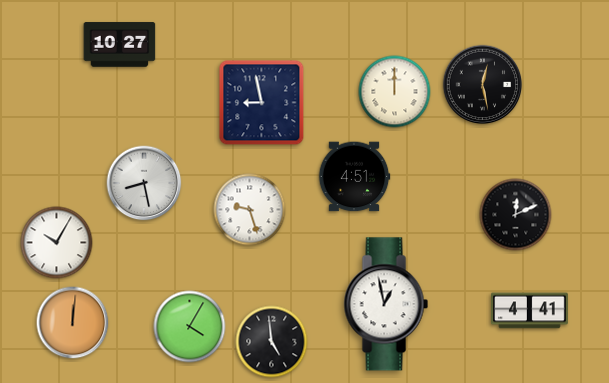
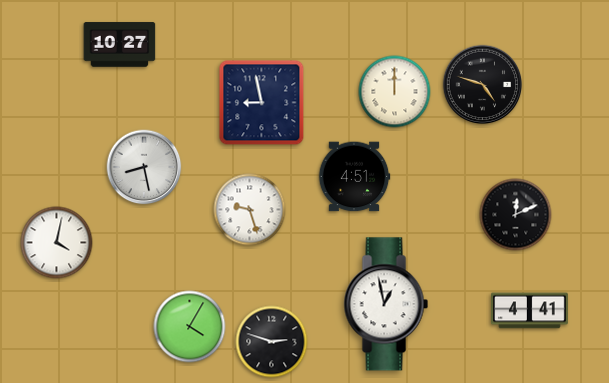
clock at (483, 85): 12:28 -> 4:48
clock at (144, 183) position: (144, 183) -> (144, 167)
clock at (57, 243): 10:05 -> 4:02
clock at (73, 323): 12:01 -> none
clock at (272, 342): 4:59 -> 2:48
